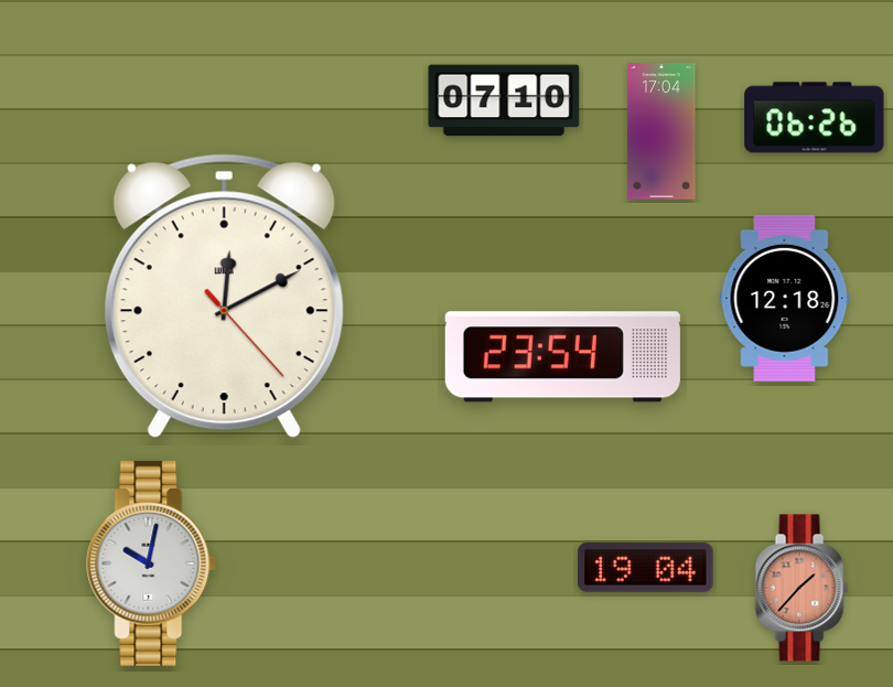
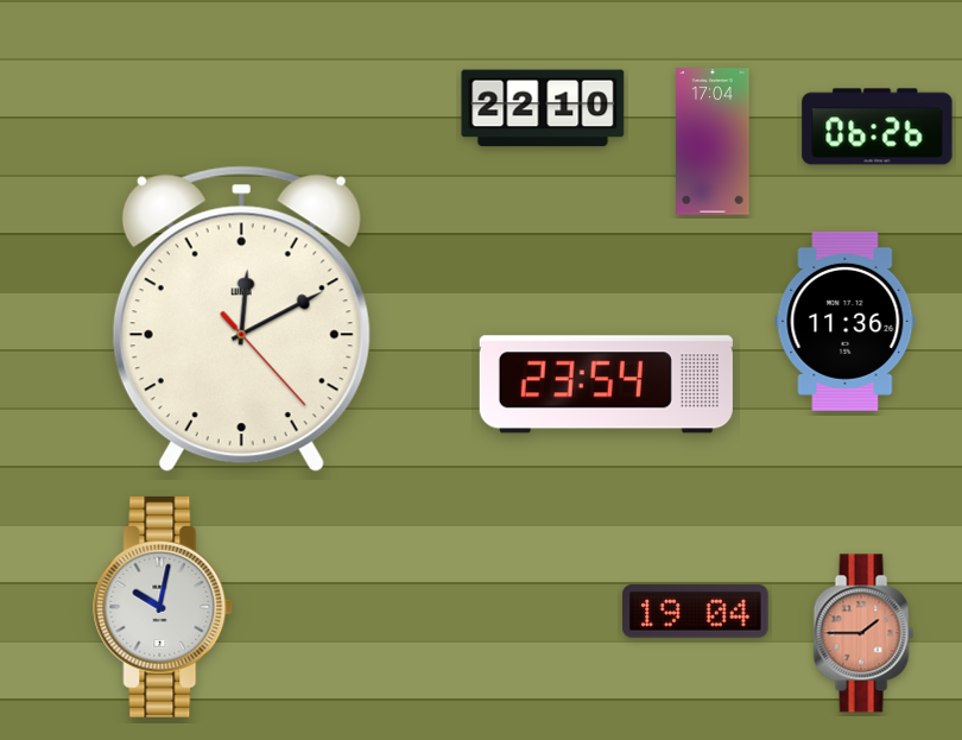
clock at (504, 100): 07:10 -> 22:10
clock at (785, 298): 12:18 -> 11:36
clock at (801, 588): 1:37 -> 1:45
